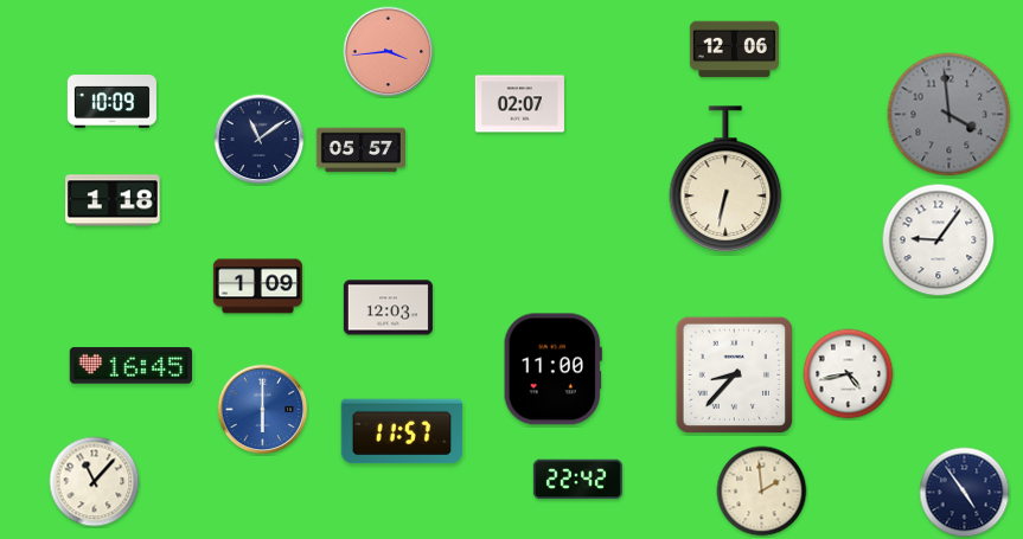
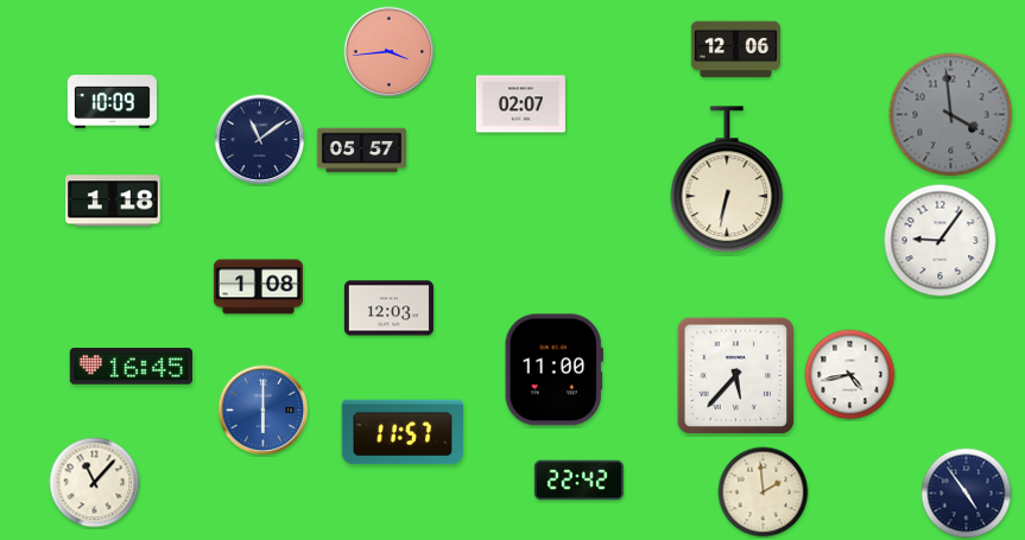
clock at (257, 287): 1:09 -> 1:08
clock at (735, 376): 8:37 -> 5:37
